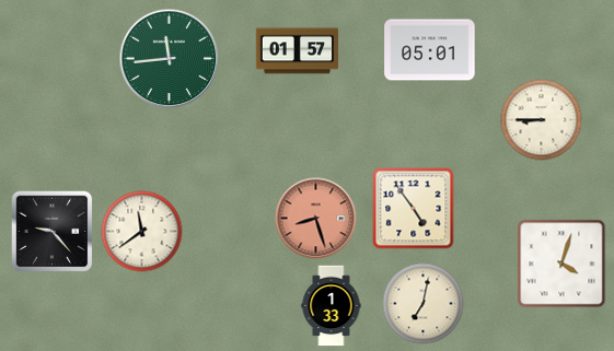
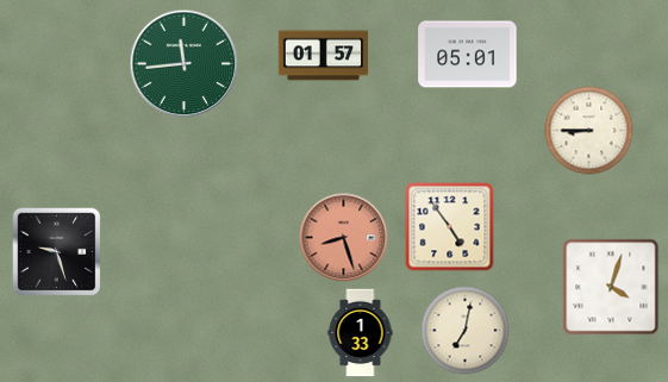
clock at (53, 232): 9:23 -> 9:27
clock at (142, 232): 11:39 -> none
clock at (424, 304) position: (424, 304) -> (466, 331)
